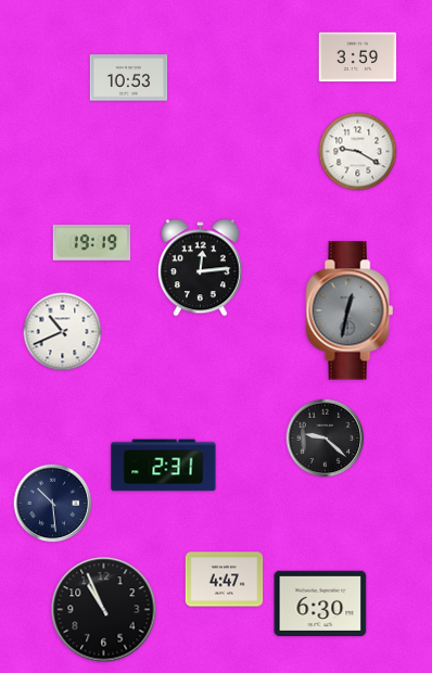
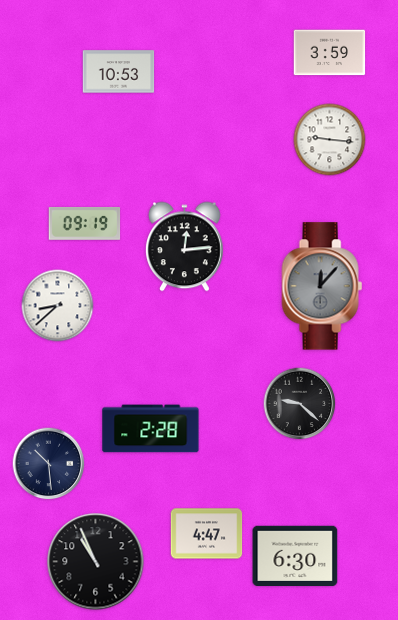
clock at (358, 152): 9:20 -> 9:16
clock at (92, 242): 19:19 -> 09:19
clock at (350, 310): 12:32 -> 12:07
clock at (63, 332): 10:41 -> 8:38
clock at (164, 466): 2:31 -> 2:28
